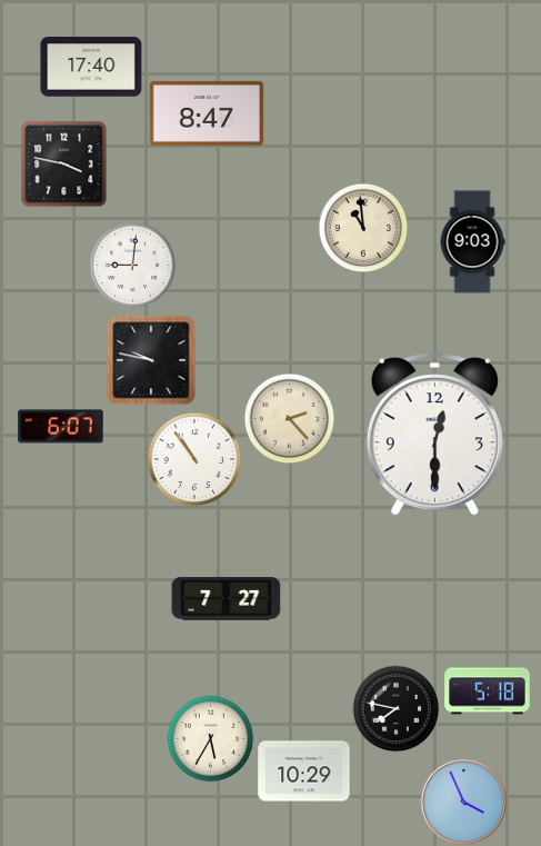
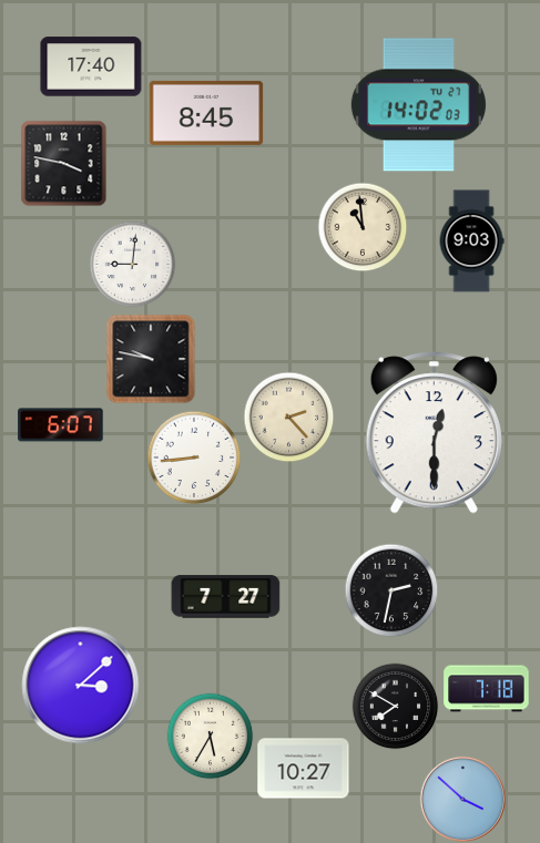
clock at (418, 105): none -> 14:02
clock at (207, 113): 8:47 -> 8:45
clock at (194, 459): 10:54 -> 8:44
clock at (391, 590): none -> 2:32
clock at (81, 686): none -> 3:08
clock at (488, 691): 5:18 -> 7:18
clock at (395, 708): 7:47 -> 7:50
clock at (304, 772): 10:29 -> 10:27
clock at (463, 802): 3:56 -> 3:52
